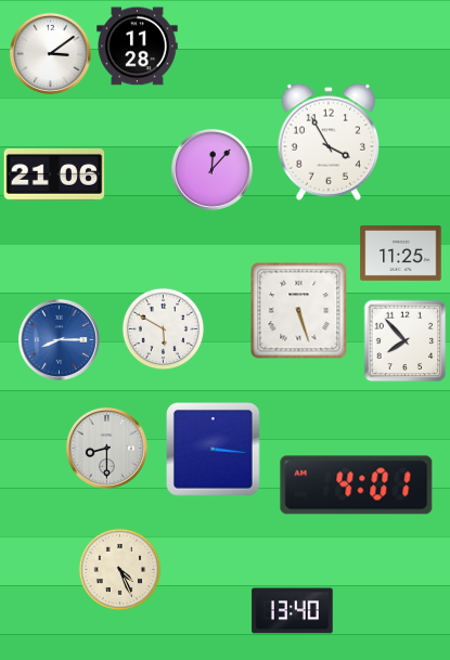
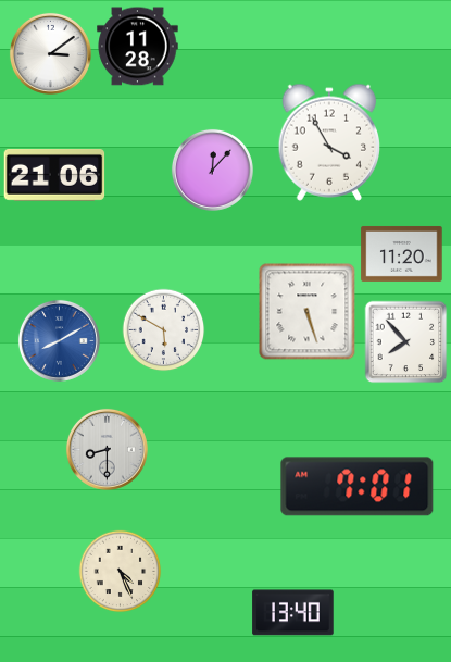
clock at (401, 253): 11:25 -> 11:20
clock at (299, 311) position: (299, 311) -> (308, 312)
clock at (59, 339): 8:15 -> 8:10
clock at (214, 450): 3:16 -> none
clock at (357, 486): 4:01 -> 7:01
